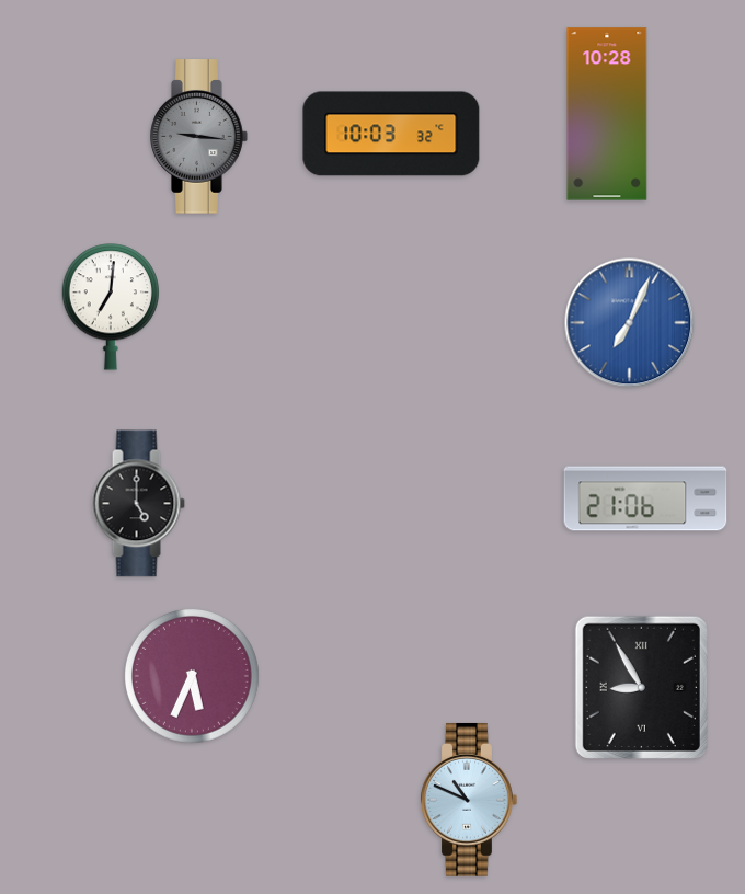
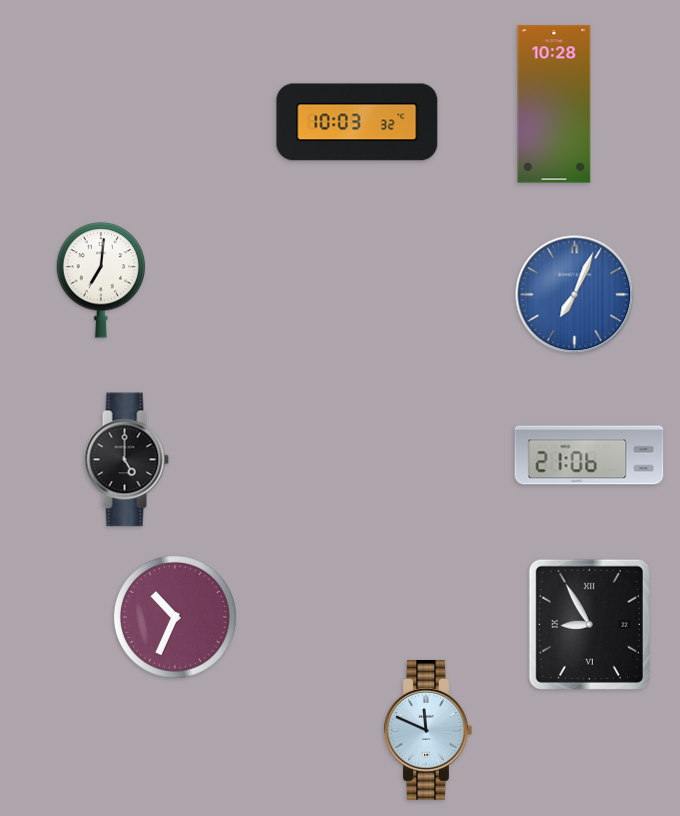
clock at (199, 137): 9:16 -> none
clock at (192, 676): 5:34 -> 10:34
clock at (641, 687) position: (641, 687) -> (589, 624)
clock at (469, 800): 10:49 -> 11:49
